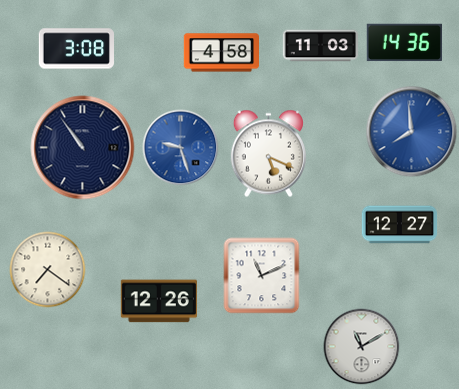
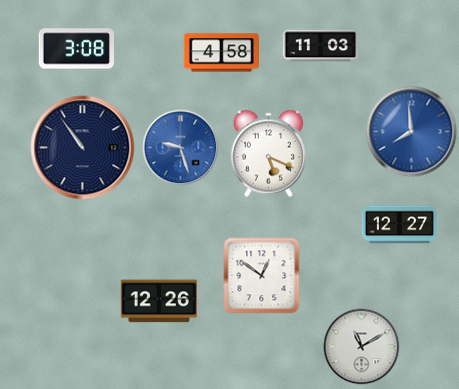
clock at (404, 43): 14:36 -> none
clock at (48, 270): 7:21 -> none
clock at (262, 276): 11:11 -> 12:51
